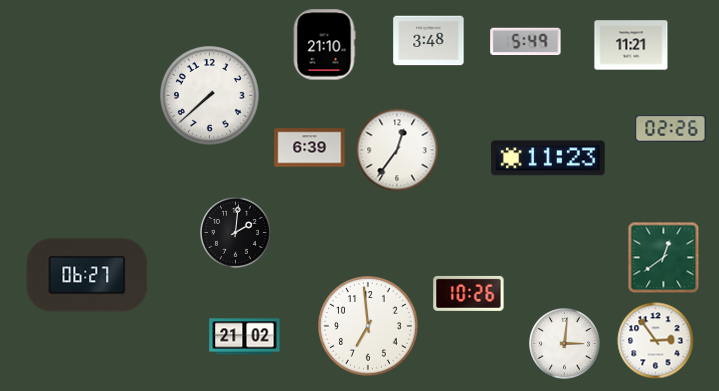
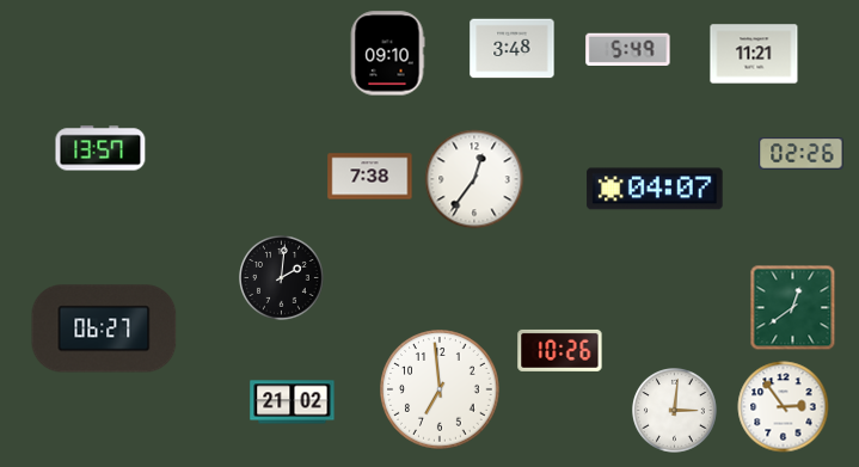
clock at (324, 45): 21:10 -> 09:10
clock at (210, 96): 7:38 -> none
clock at (100, 148): none -> 13:57
clock at (310, 148): 6:39 -> 7:38
clock at (548, 158): 11:23 -> 04:07
